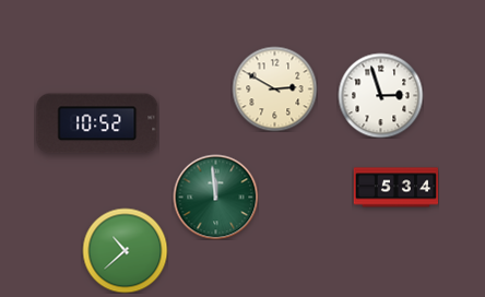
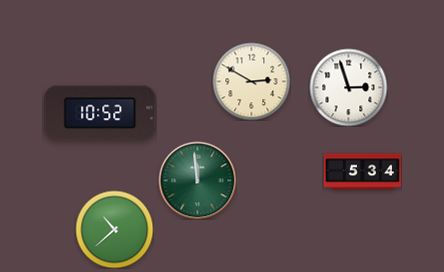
clock at (97, 123) position: (97, 123) -> (100, 113)
